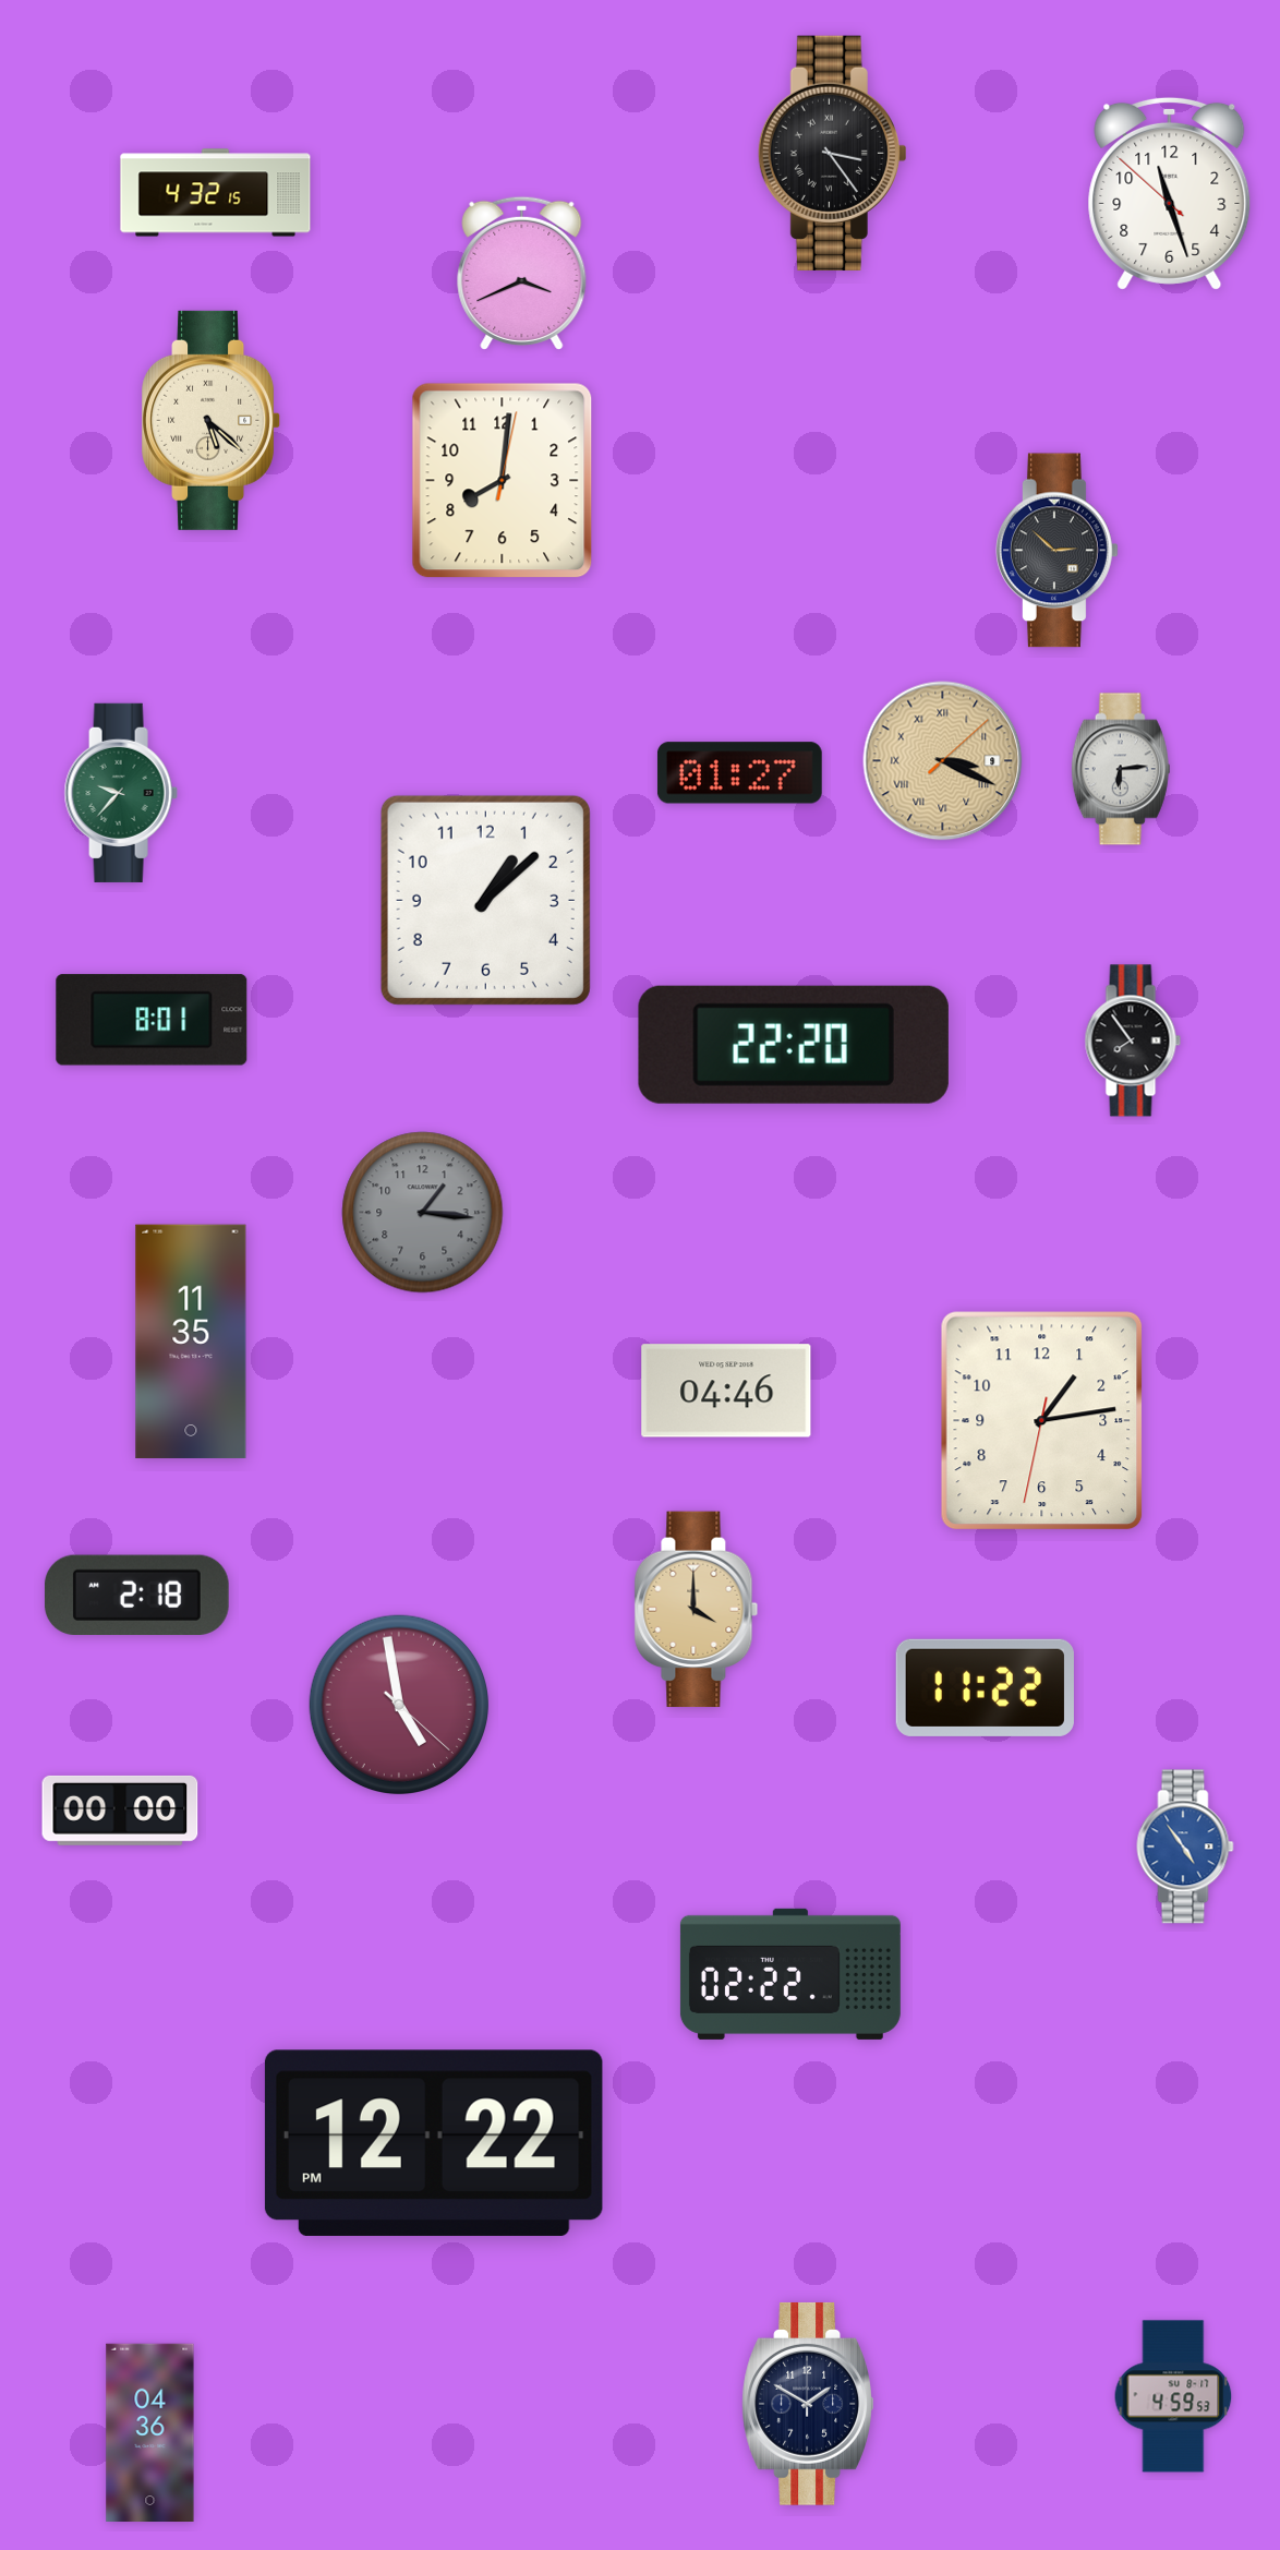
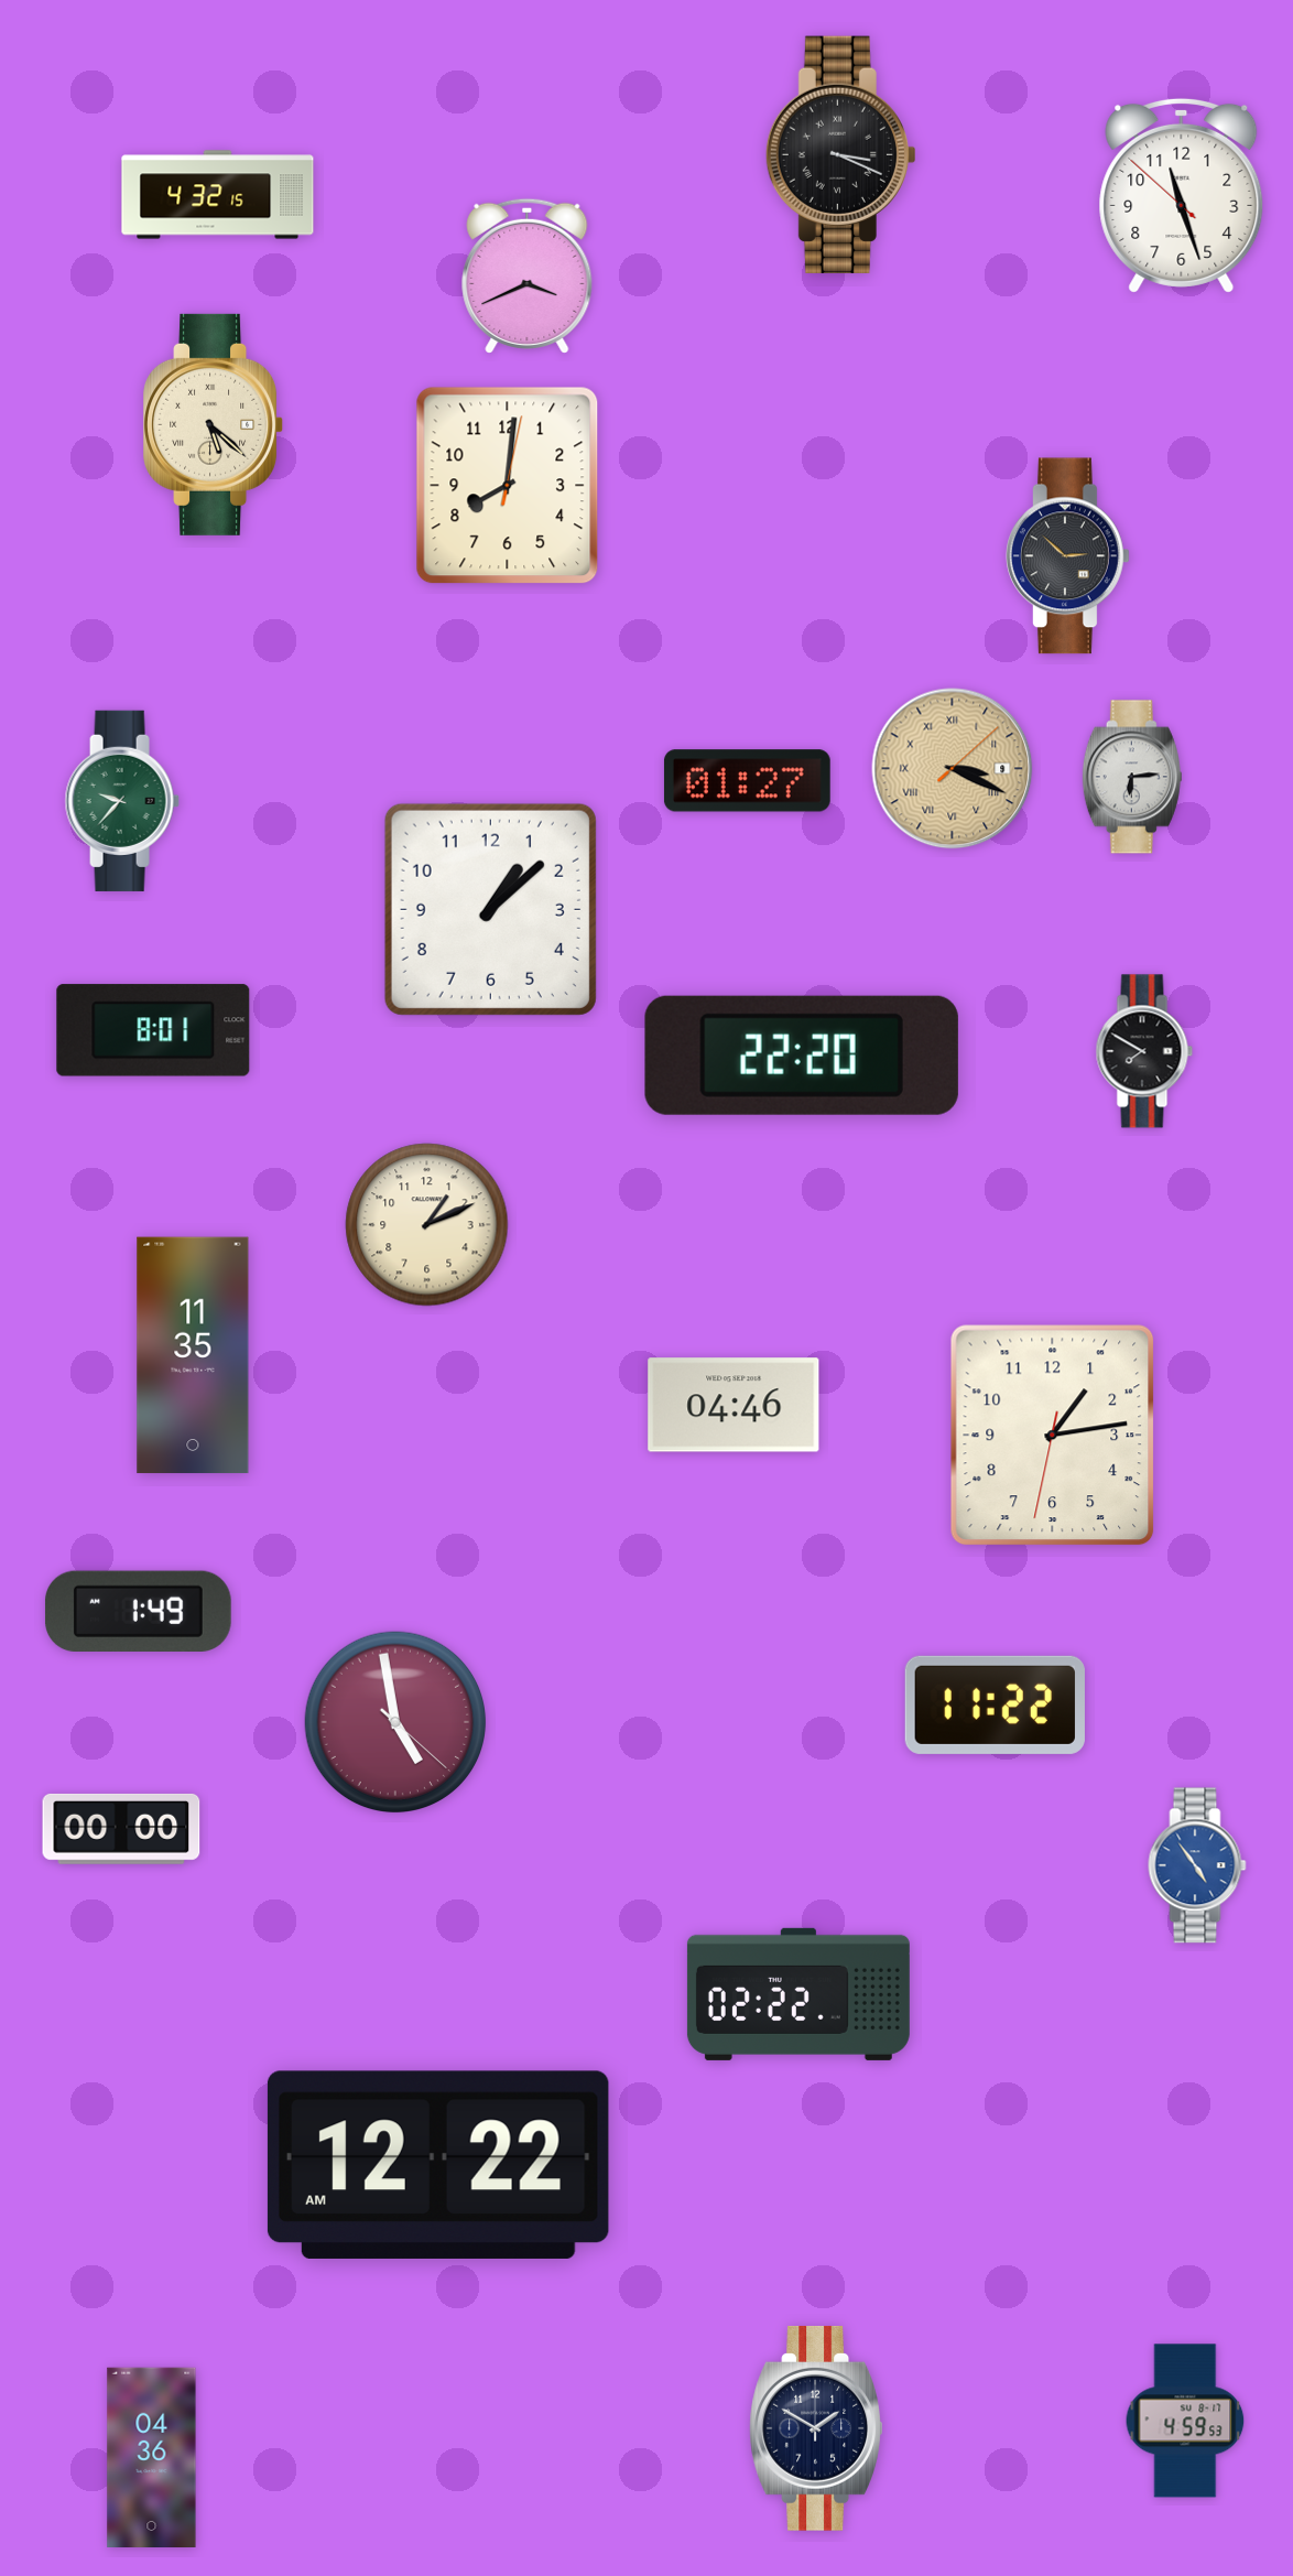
clock at (832, 153): 3:24 -> 3:19
clock at (1133, 1041): 7:54 -> 7:50
clock at (423, 1213): 1:16 -> 1:11
clock at (423, 1213) dial: grey -> cream
clock at (136, 1595): 2:18 -> 1:49
clock at (697, 1610): 4:00 -> none
clock at (399, 1705) position: (399, 1705) -> (395, 1722)
clock at (434, 2143): 12:22 PM -> 12:22 AM
